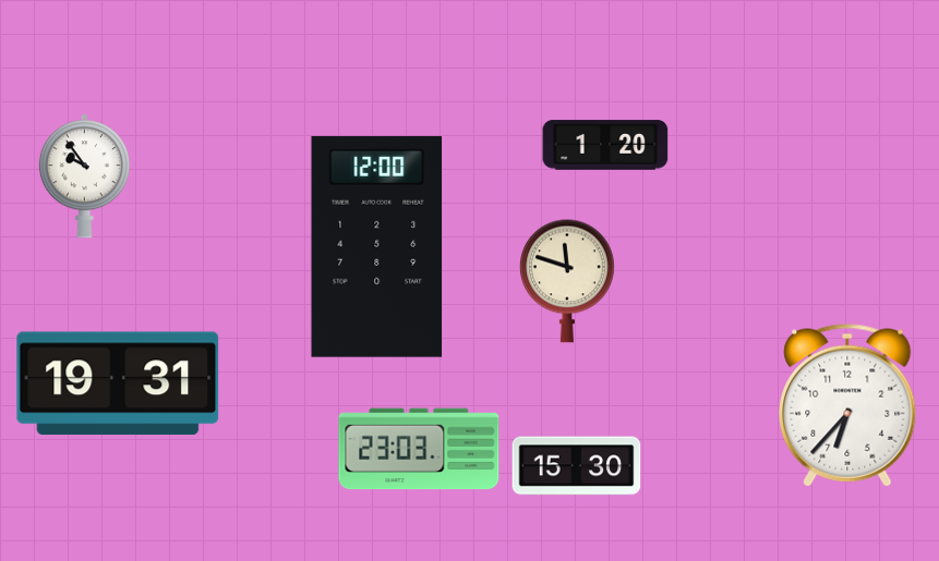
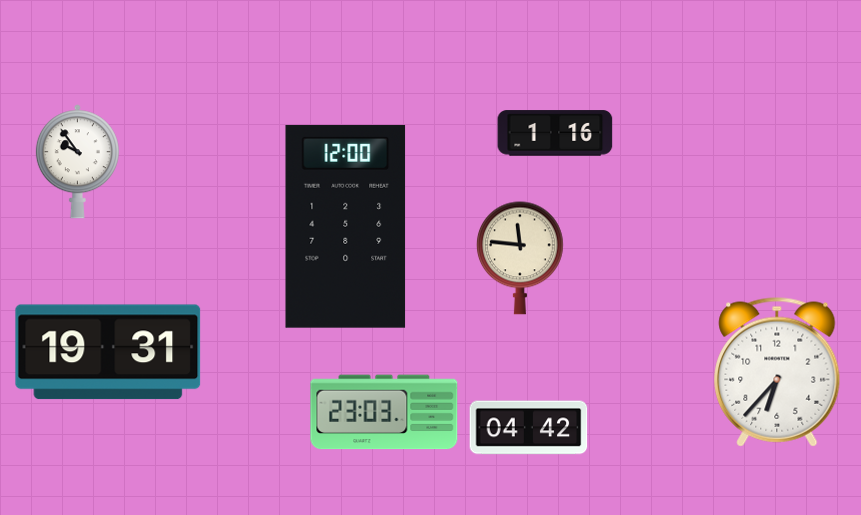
clock at (605, 145): 1:20 -> 1:16
clock at (567, 281): 11:48 -> 11:46
clock at (577, 466): 15:30 -> 04:42
